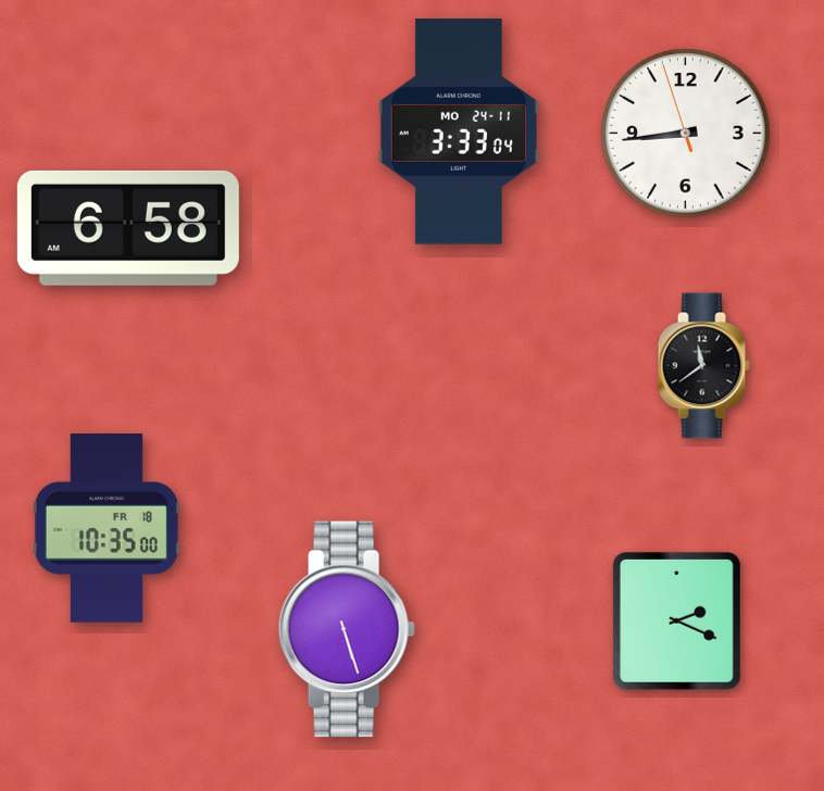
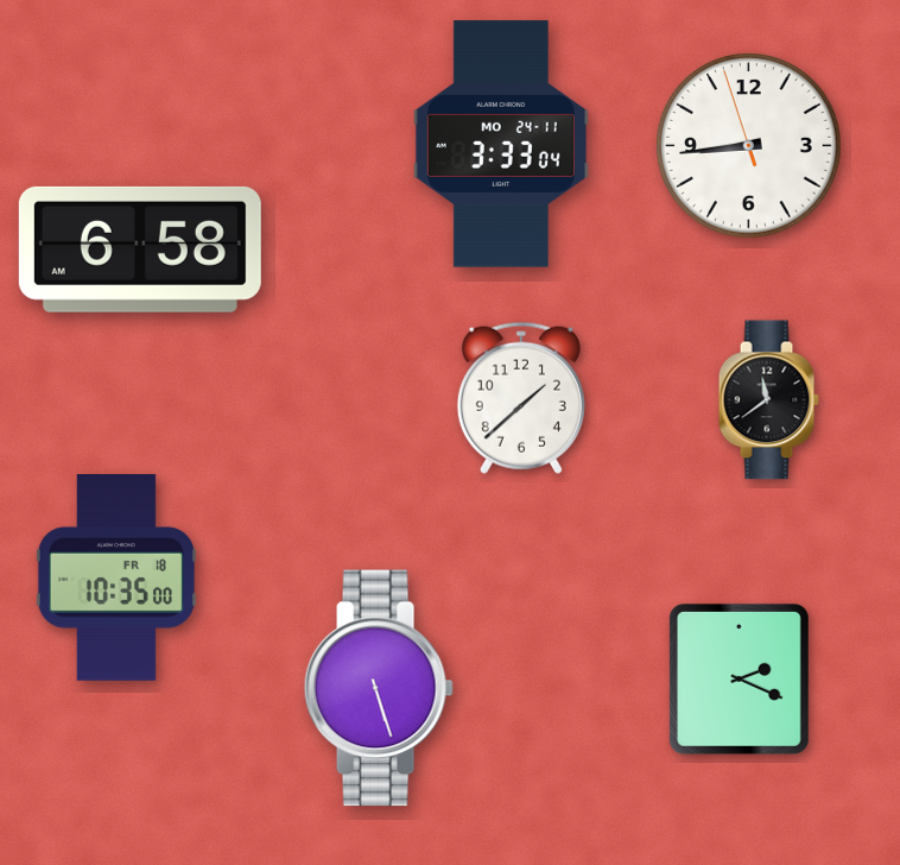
clock at (521, 398): none -> 1:38
